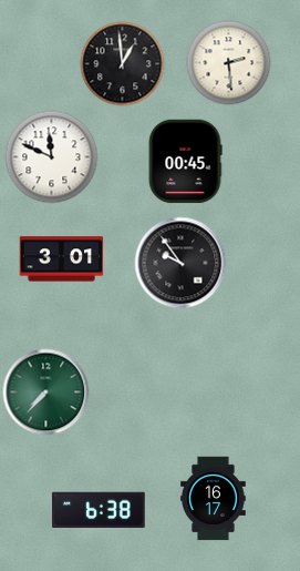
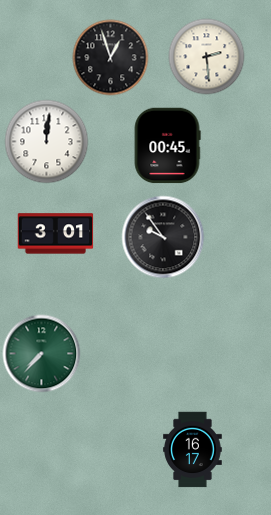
clock at (123, 64): 12:59 -> 12:57
clock at (52, 157): 11:49 -> 12:01
clock at (99, 509): 6:38 -> none
